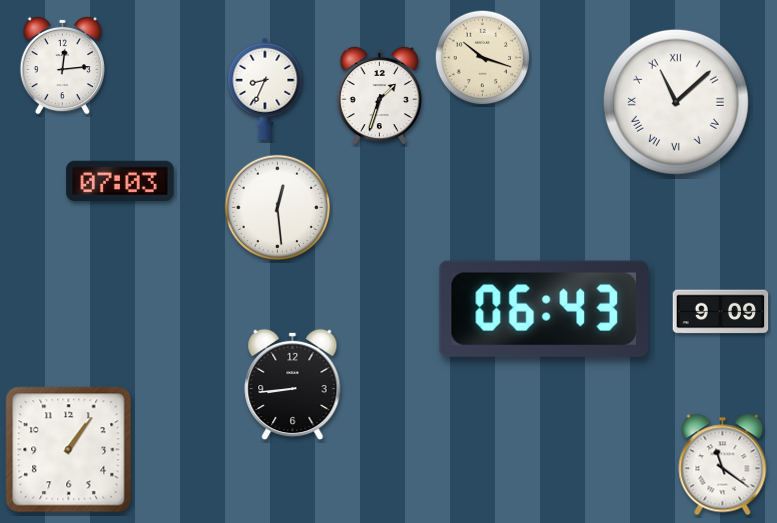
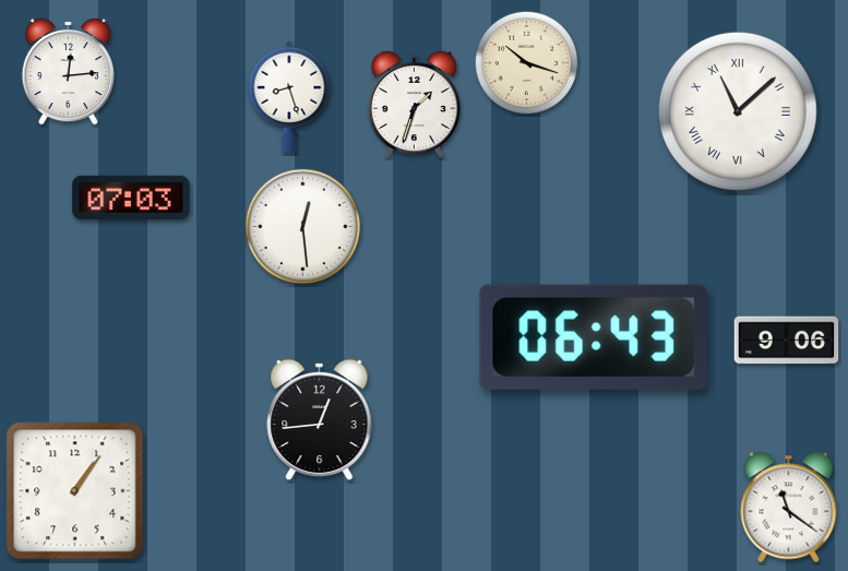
clock at (265, 89): 8:34 -> 8:27
clock at (721, 312): 9:09 -> 9:06
clock at (293, 385): 8:44 -> 12:44
